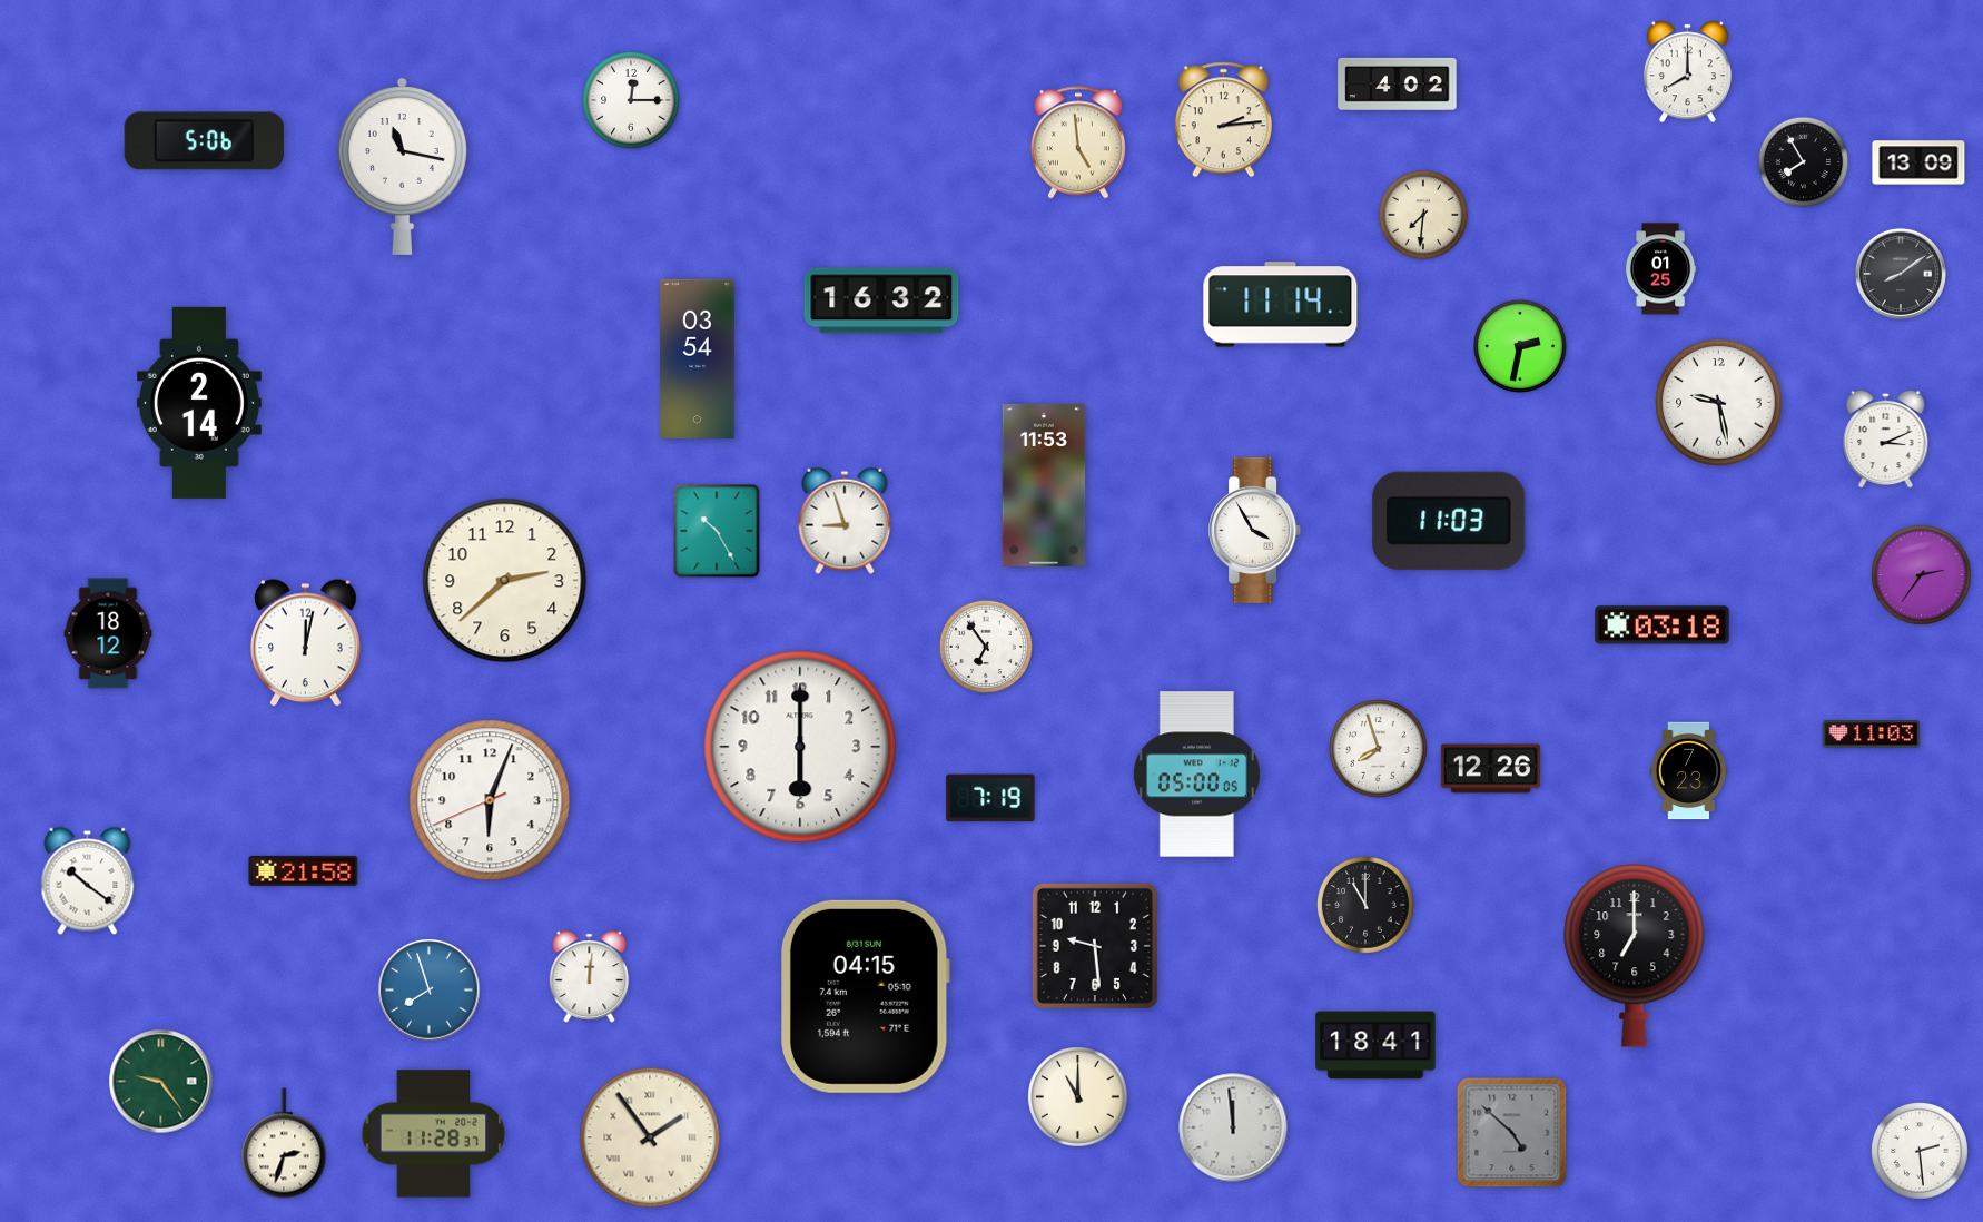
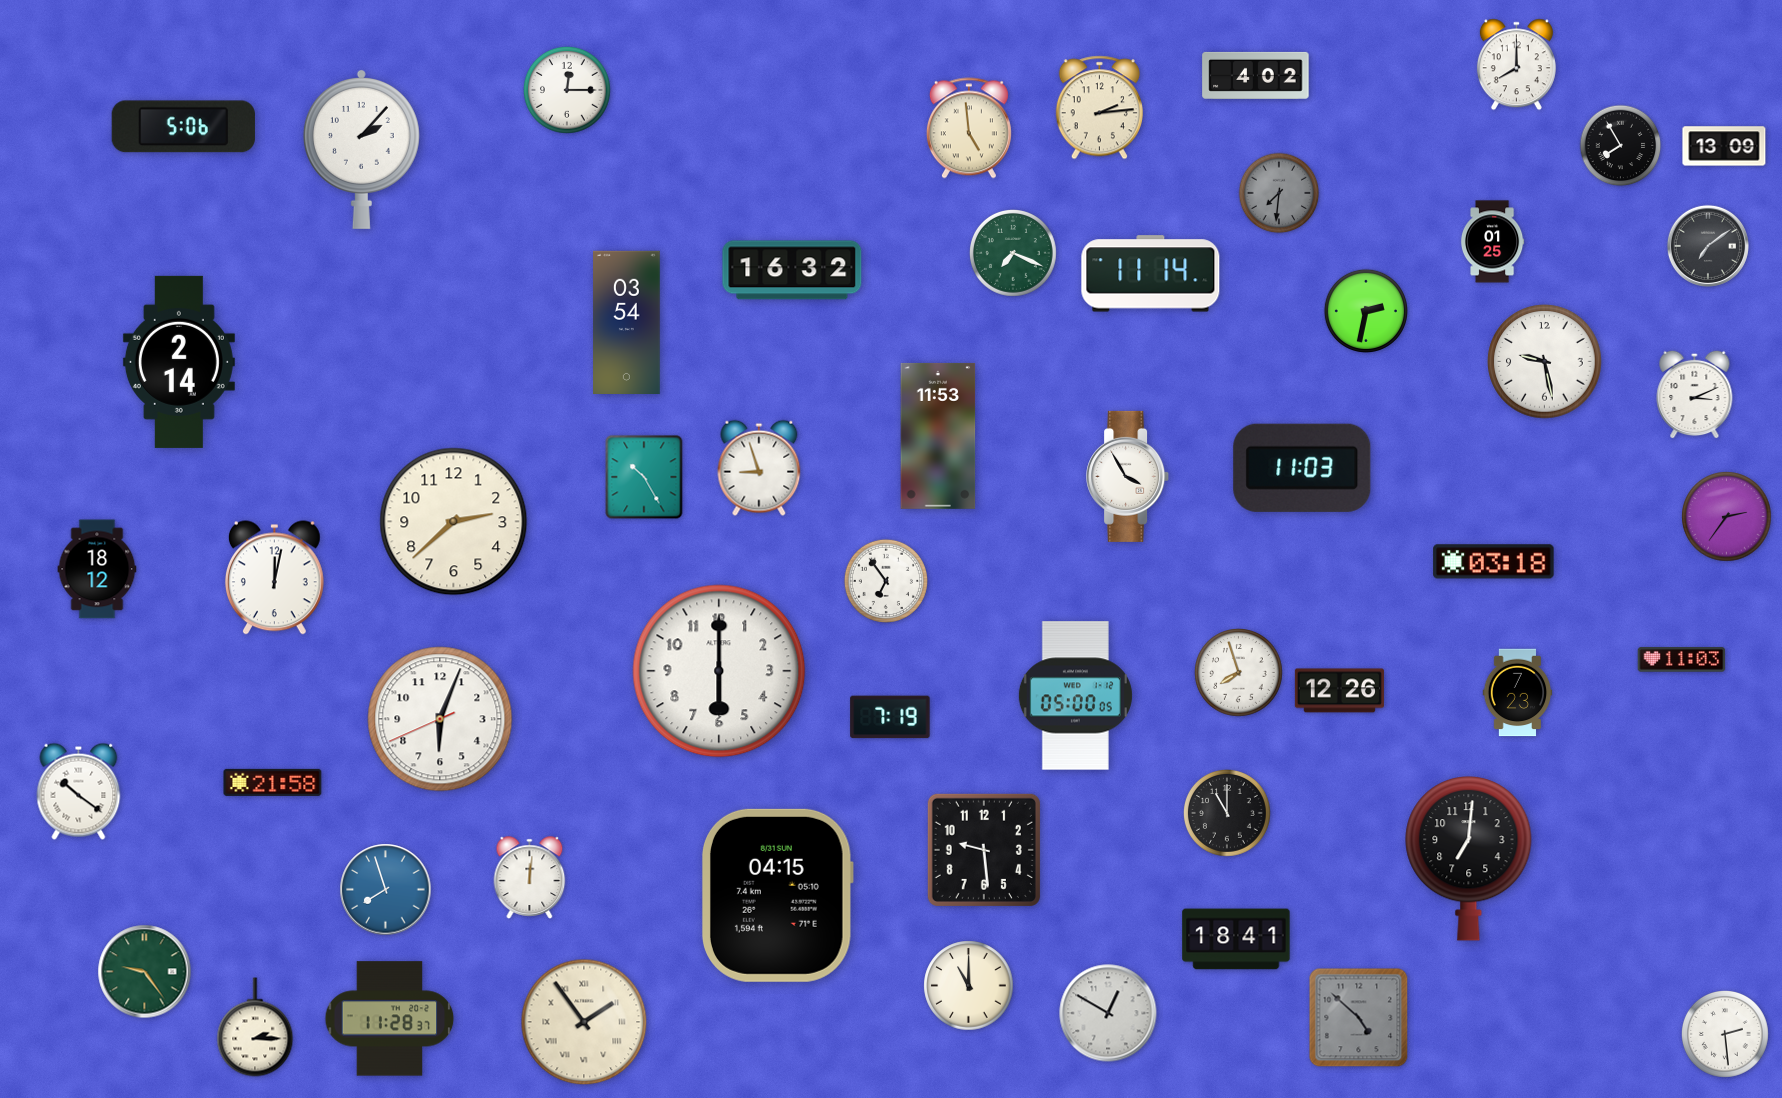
clock at (402, 166): 11:17 -> 2:07
clock at (1423, 215) dial: cream -> grey
clock at (1901, 274): 8:09 -> 7:09
clock at (1014, 254): none -> 7:19
clock at (1635, 956): 7:00 -> 7:01
clock at (1233, 1127): 11:59 -> 12:50
clock at (284, 1143): 2:33 -> 2:15
